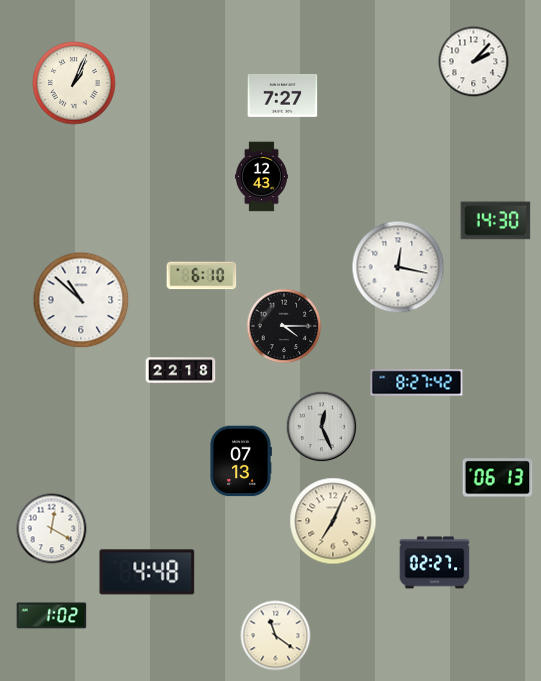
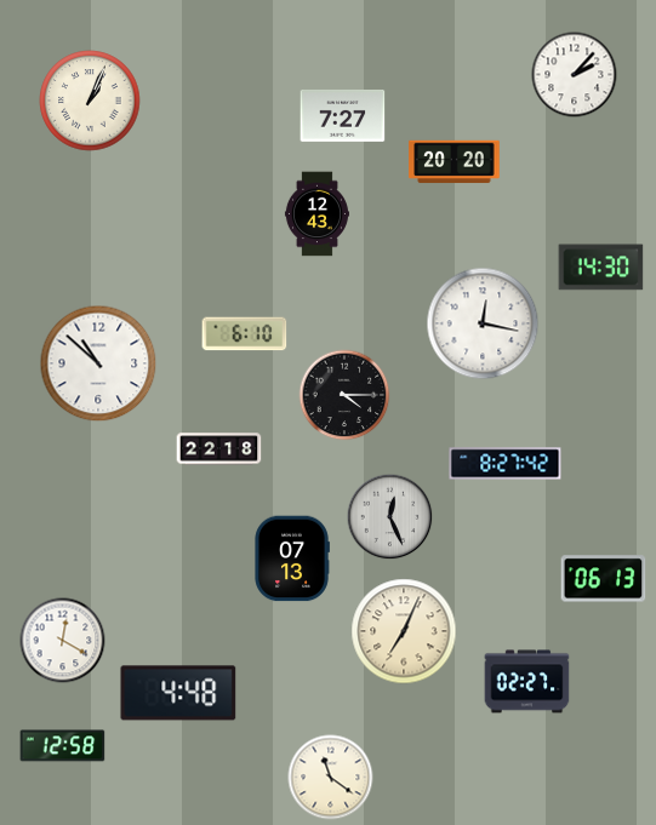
clock at (455, 162): none -> 20:20
clock at (52, 616): 1:02 -> 12:58
clock at (276, 636) position: (276, 636) -> (331, 778)
